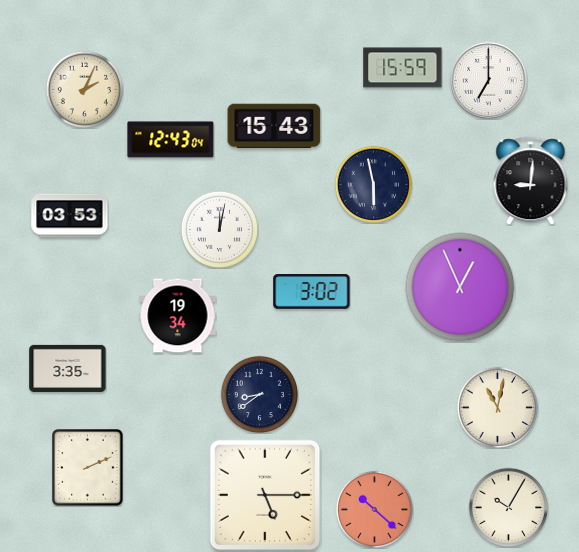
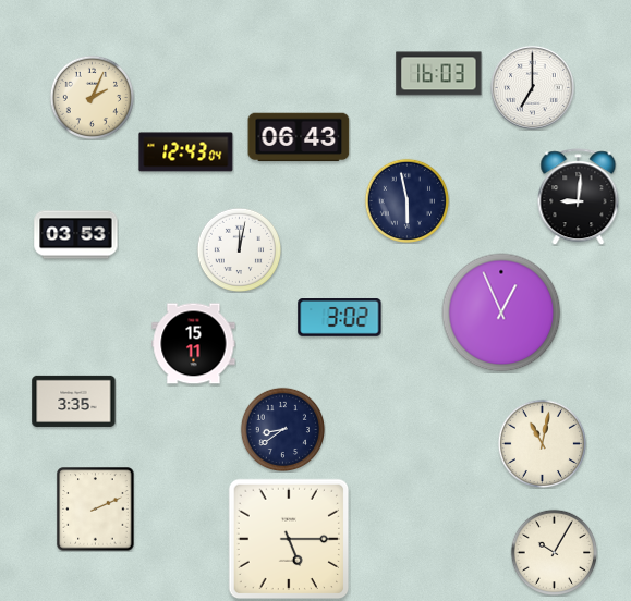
clock at (403, 68): 15:59 -> 16:03
clock at (274, 126): 15:43 -> 06:43
clock at (178, 316): 19:34 -> 15:11
clock at (374, 509): 10:22 -> none
